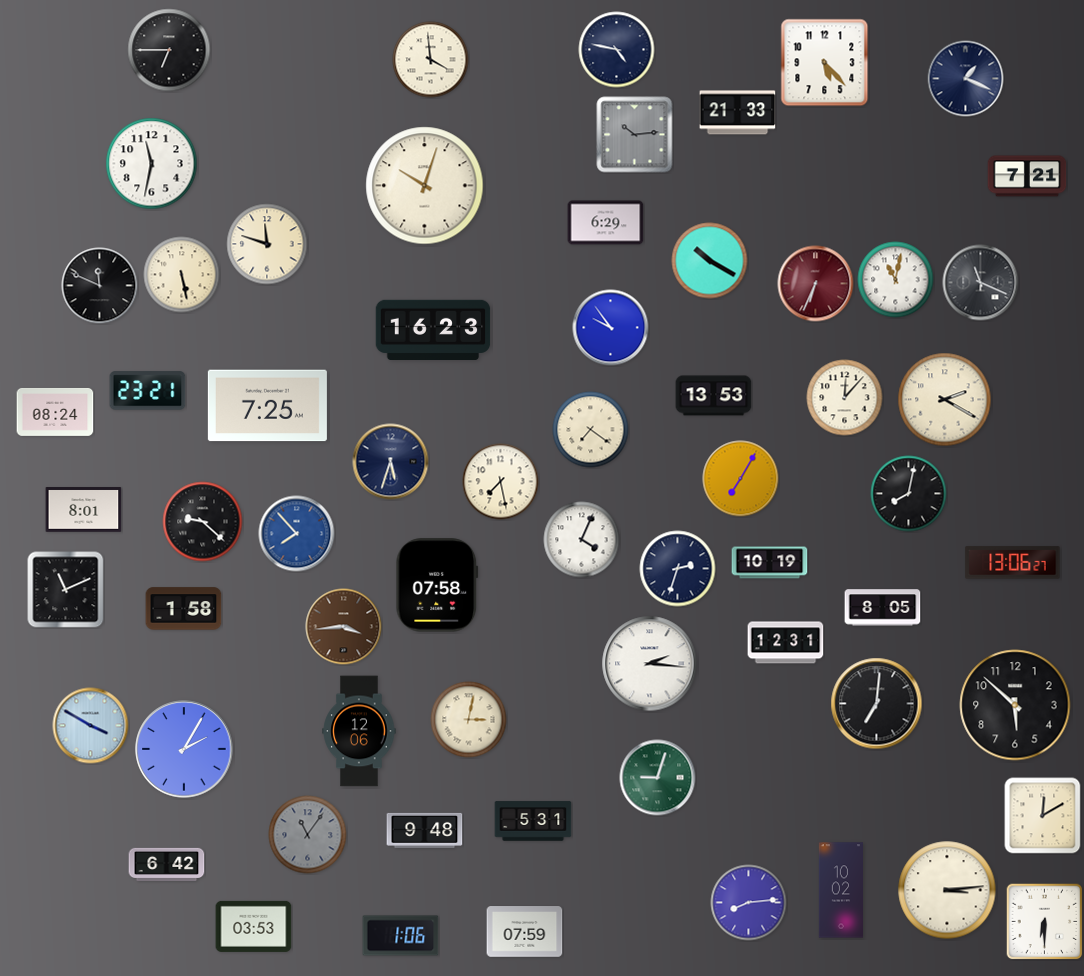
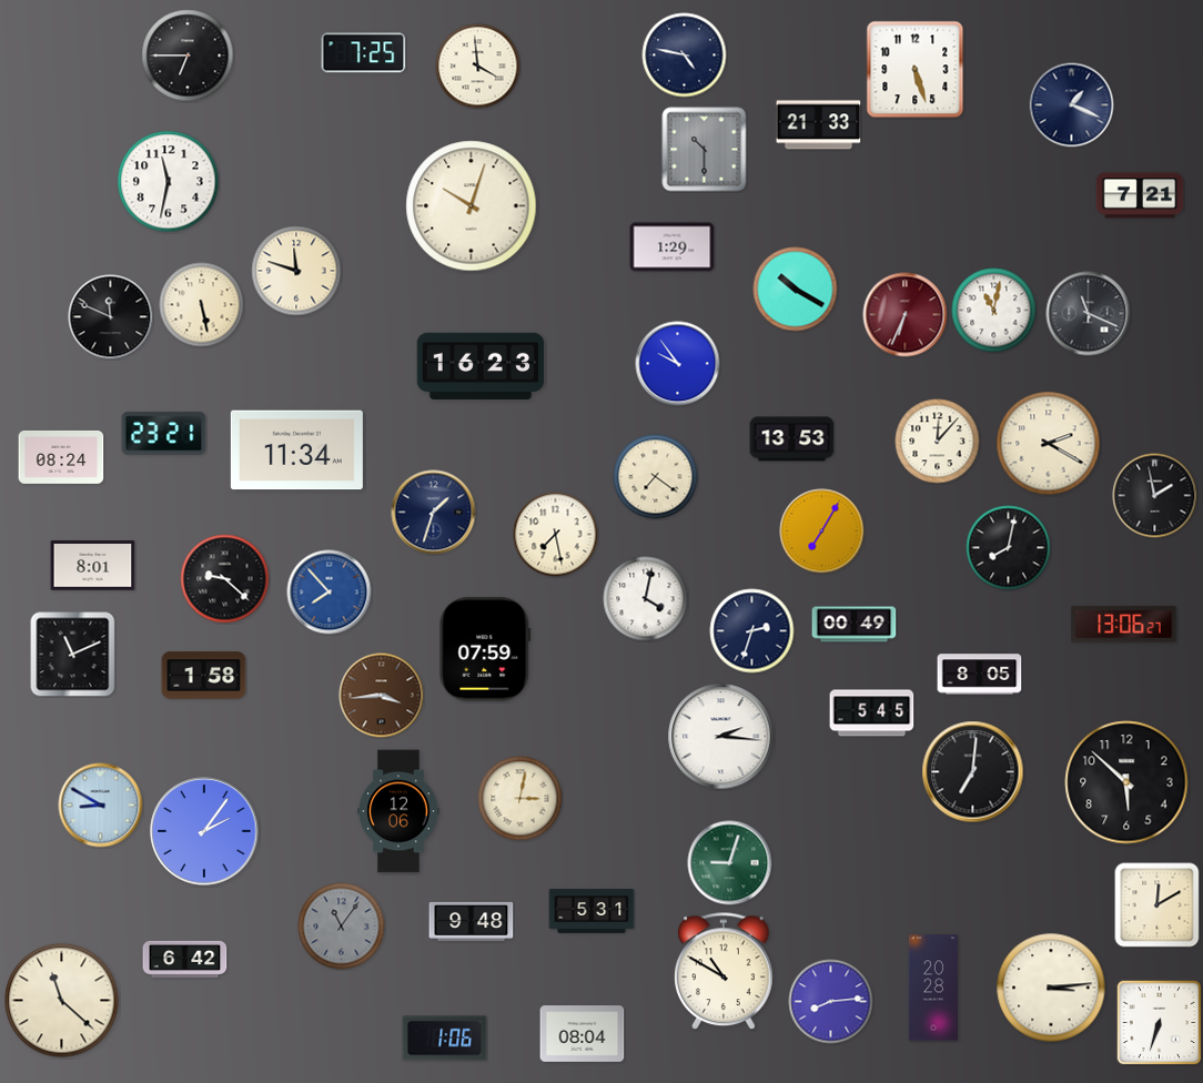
clock at (364, 53): none -> 7:25
clock at (825, 63): 5:23 -> 5:27
clock at (966, 79) position: (966, 79) -> (1072, 105)
clock at (635, 135): 10:14 -> 10:30
clock at (606, 223): 6:29 -> 1:29
clock at (710, 261) position: (710, 261) -> (796, 290)
clock at (267, 406): 7:25 -> 11:34
clock at (1155, 496): none -> 1:58
clock at (391, 462): 5:33 -> 1:33
clock at (582, 540): 4:04 -> 4:02
clock at (770, 563): 10:19 -> 00:49
clock at (437, 585): 07:58 -> 07:59
clock at (786, 643): 12:31 -> 5:45
clock at (877, 704) position: (877, 704) -> (973, 772)
clock at (91, 726): 3:50 -> 8:50
clock at (184, 749): 2:05 -> 2:06
clock at (724, 972): none -> 10:50
clock at (841, 890): 10:02 -> 20:28
clock at (62, 1001): none -> 11:22
clock at (1044, 921): 6:30 -> 6:33
clock at (254, 926): 03:53 -> none
clock at (525, 932): 07:59 -> 08:04
